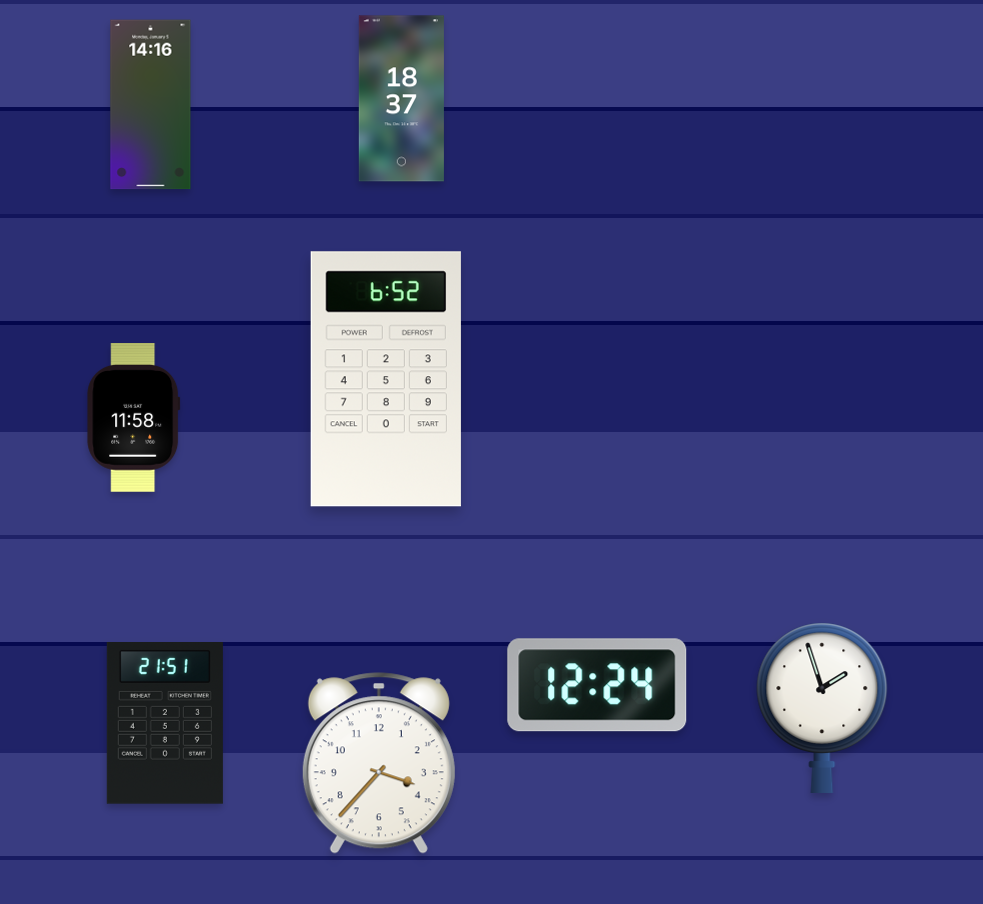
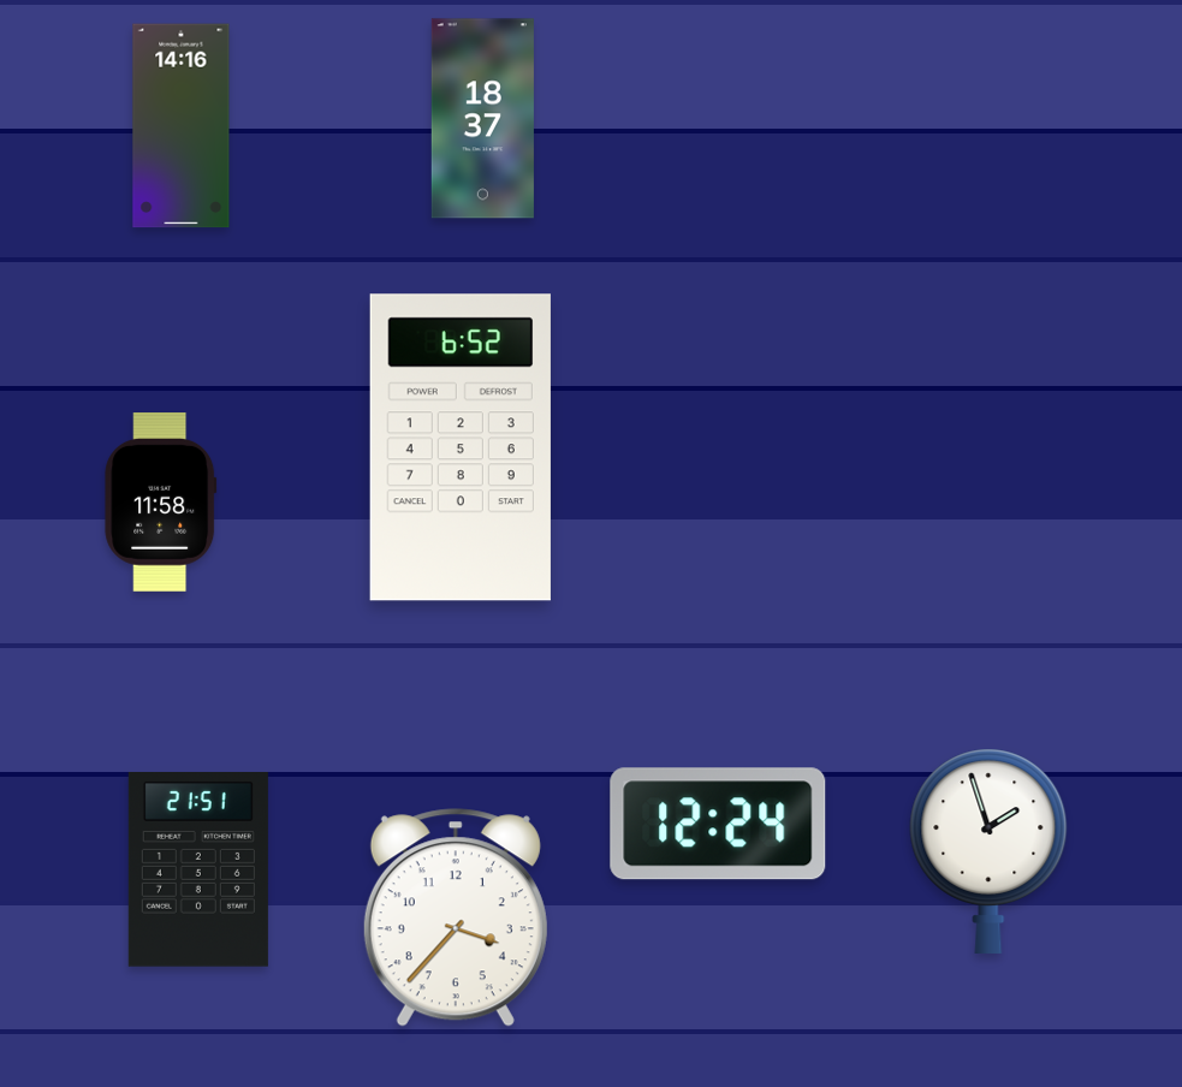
clock at (386, 379) position: (386, 379) -> (461, 447)
